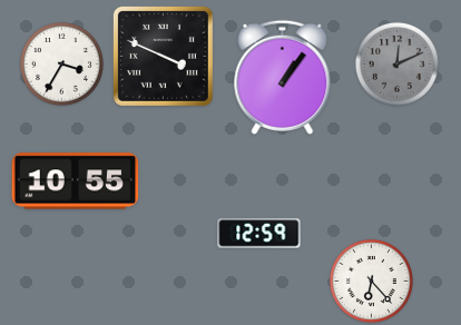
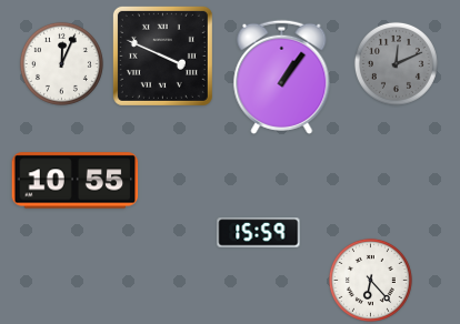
clock at (61, 63): 3:35 -> 12:04
clock at (259, 234): 12:59 -> 15:59
